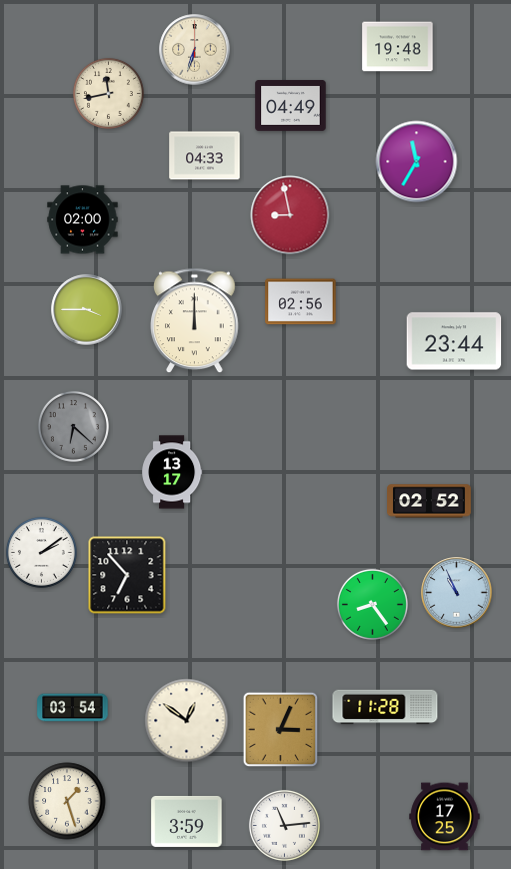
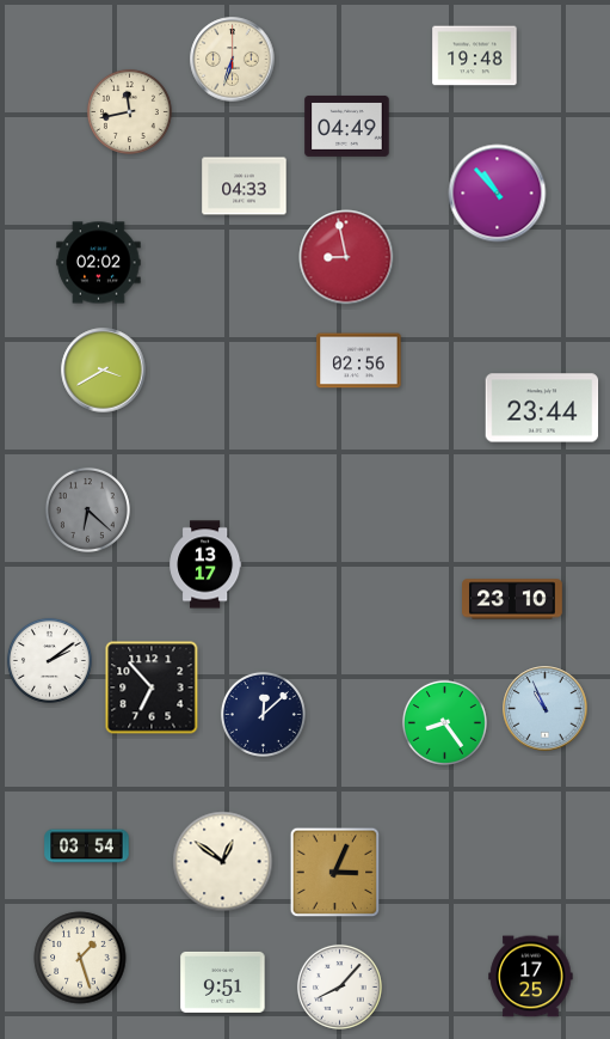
clock at (417, 162): 11:35 -> 10:53
clock at (83, 220): 02:00 -> 02:02
clock at (87, 310): 3:45 -> 3:40
clock at (195, 321): 12:00 -> none
clock at (429, 501): 02:52 -> 23:10
clock at (263, 714): none -> 12:08
clock at (385, 707): 11:28 -> none
clock at (187, 821): 3:59 -> 9:51
clock at (284, 825): 11:14 -> 8:07
